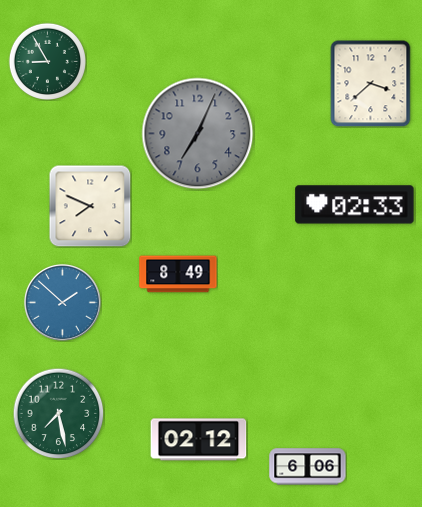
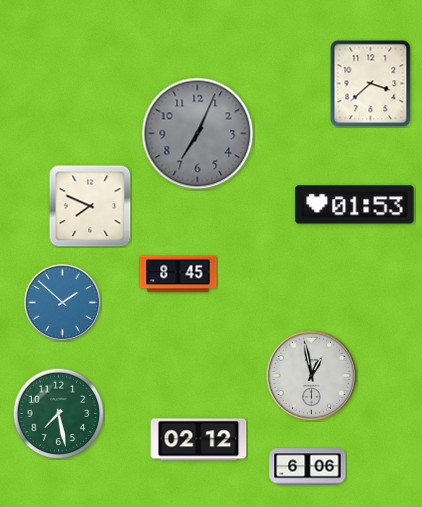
clock at (47, 61): 8:55 -> none
clock at (355, 205): 02:33 -> 01:53
clock at (178, 274): 8:49 -> 8:45
clock at (311, 375): none -> 12:58
